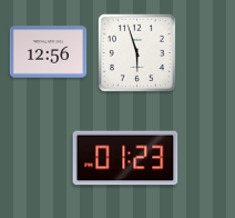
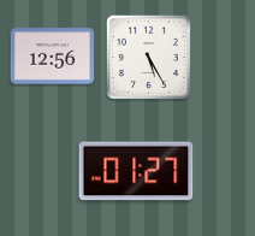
clock at (136, 52): 5:57 -> 5:25
clock at (125, 158): 01:23 -> 01:27
